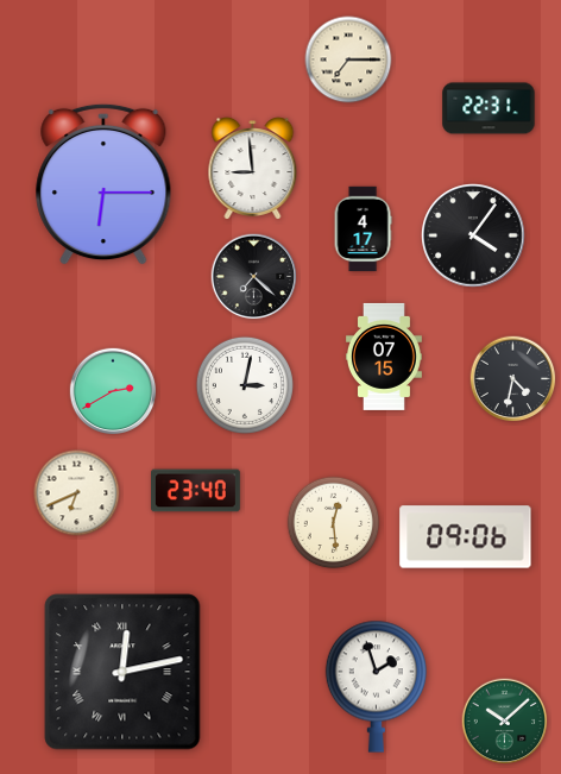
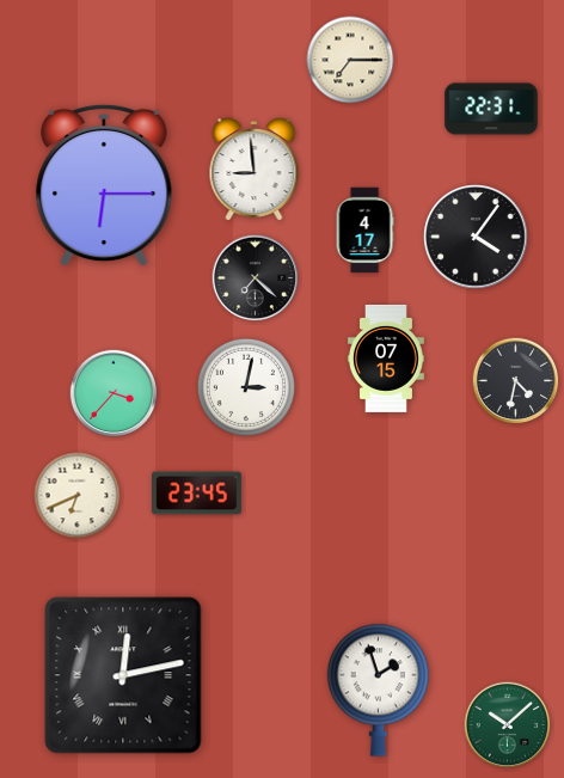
clock at (113, 391): 2:40 -> 3:37
clock at (196, 491): 23:40 -> 23:45
clock at (334, 523): 12:29 -> none
clock at (466, 537): 09:06 -> none
